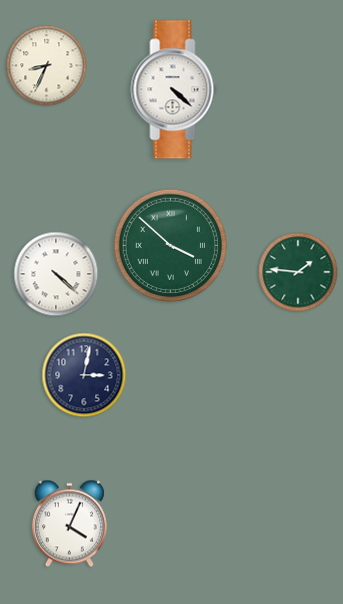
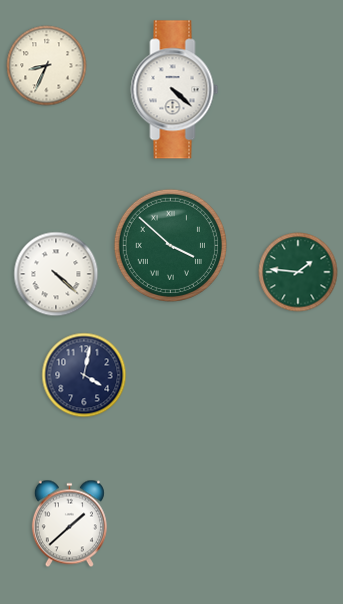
clock at (84, 375): 3:02 -> 4:02
clock at (69, 524): 4:04 -> 1:38
